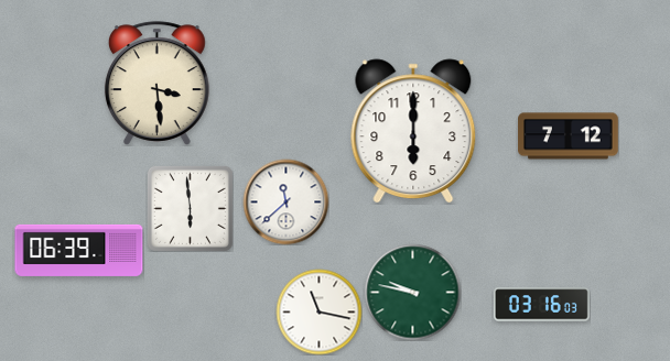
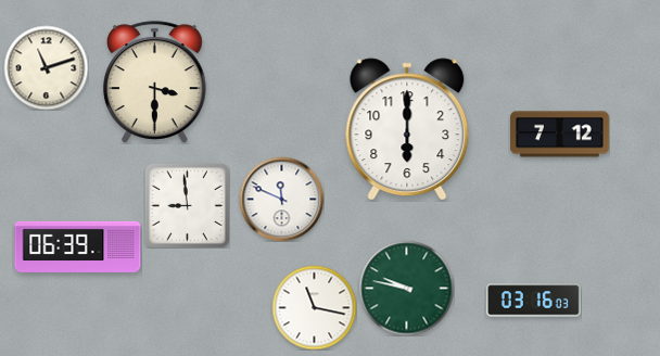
clock at (46, 67): none -> 11:12
clock at (156, 84): 3:29 -> 3:30
clock at (285, 201): 11:38 -> 11:49
clock at (190, 208): 5:59 -> 8:59
